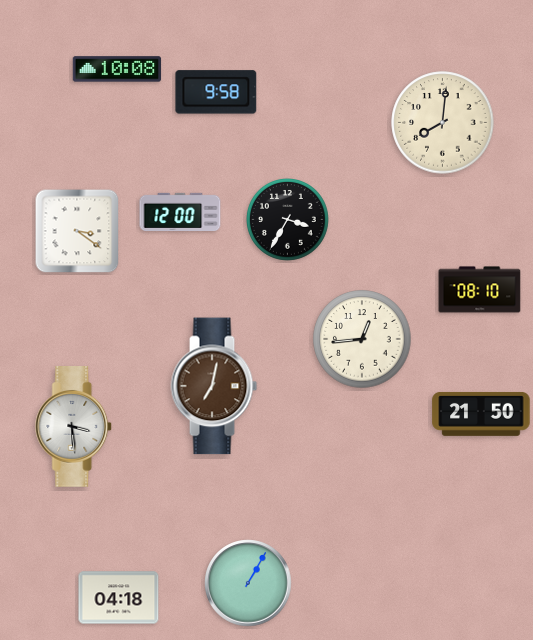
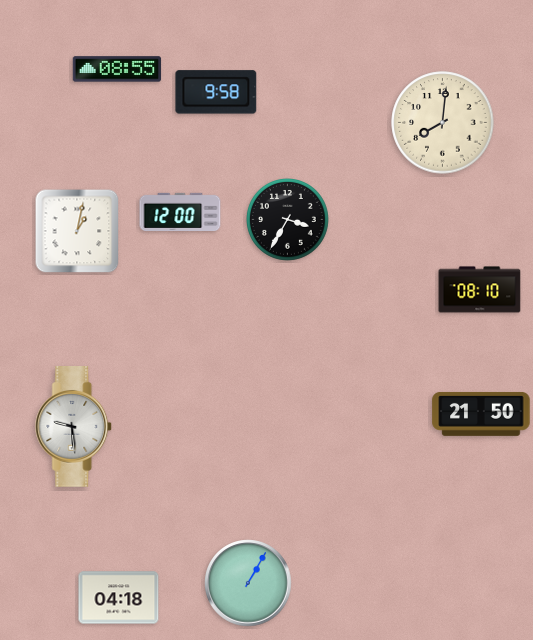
clock at (117, 69): 10:08 -> 08:55
clock at (77, 231): 3:21 -> 1:02
clock at (362, 339): 12:44 -> none
clock at (214, 386): 7:02 -> none
clock at (74, 427): 3:29 -> 9:29
